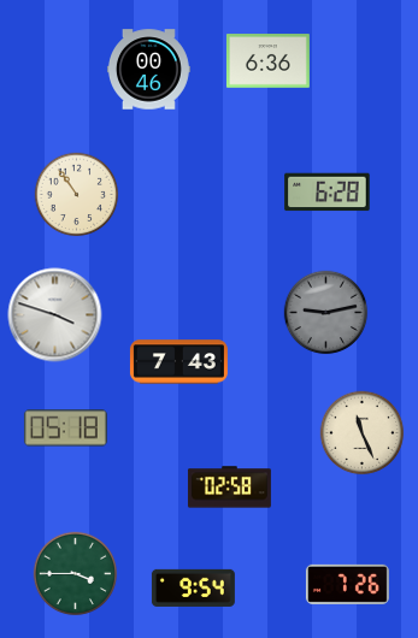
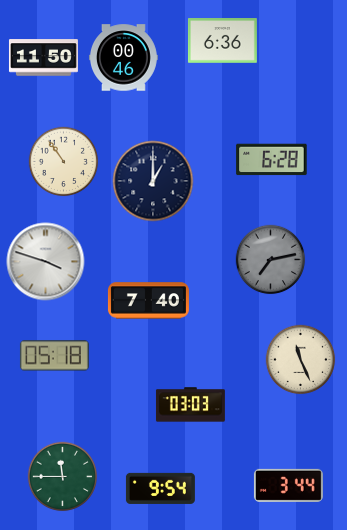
clock at (267, 61) position: (267, 61) -> (222, 41)
clock at (43, 58): none -> 11:50
clock at (153, 181): none -> 1:00
clock at (326, 313): 9:13 -> 7:13
clock at (178, 362): 7:43 -> 7:40
clock at (229, 488): 02:58 -> 03:03
clock at (76, 574): 3:45 -> 11:45
clock at (347, 584): 7:26 -> 3:44
